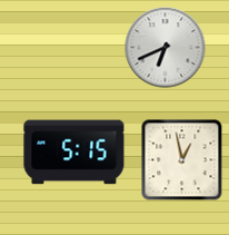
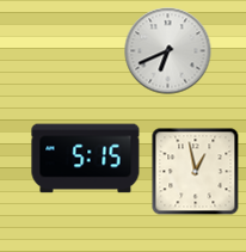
clock at (166, 48) position: (166, 48) -> (168, 51)
clock at (74, 153) position: (74, 153) -> (86, 159)
